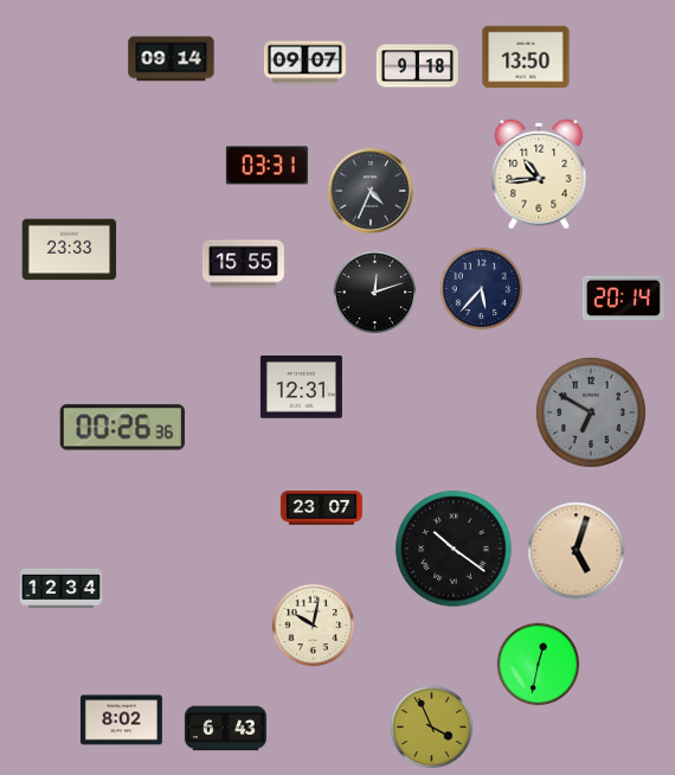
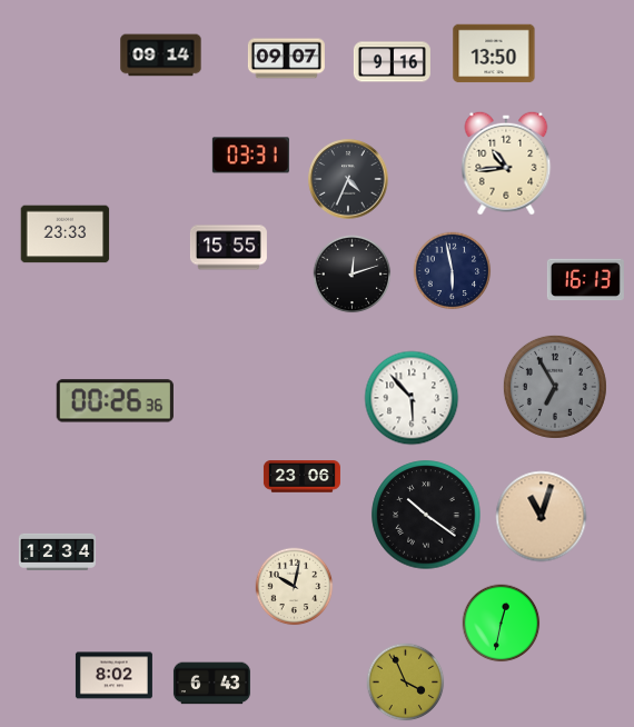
clock at (417, 66): 9:18 -> 9:16
clock at (482, 289): 5:37 -> 5:58
clock at (623, 299): 20:14 -> 16:13
clock at (301, 387): 12:31 -> none
clock at (591, 412): 6:50 -> 6:55
clock at (412, 398): none -> 5:53
clock at (321, 508): 23:07 -> 23:06
clock at (577, 551): 5:03 -> 11:03
clock at (539, 665) position: (539, 665) -> (502, 624)
